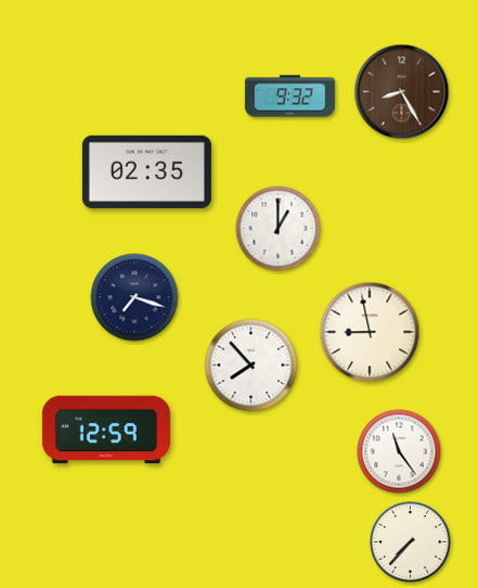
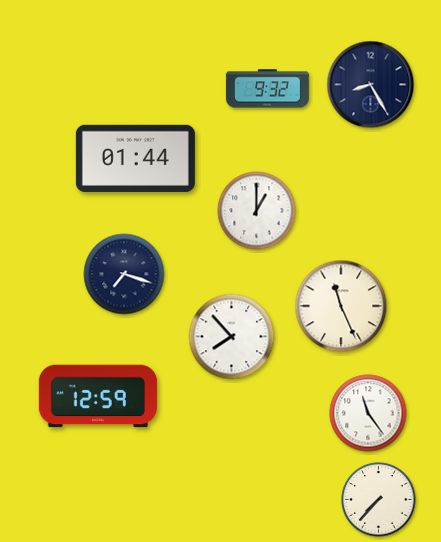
clock at (402, 92) dial: brown -> navy
clock at (146, 171): 02:35 -> 01:44
clock at (370, 332): 8:58 -> 11:26
clock at (399, 451) position: (399, 451) -> (368, 413)
